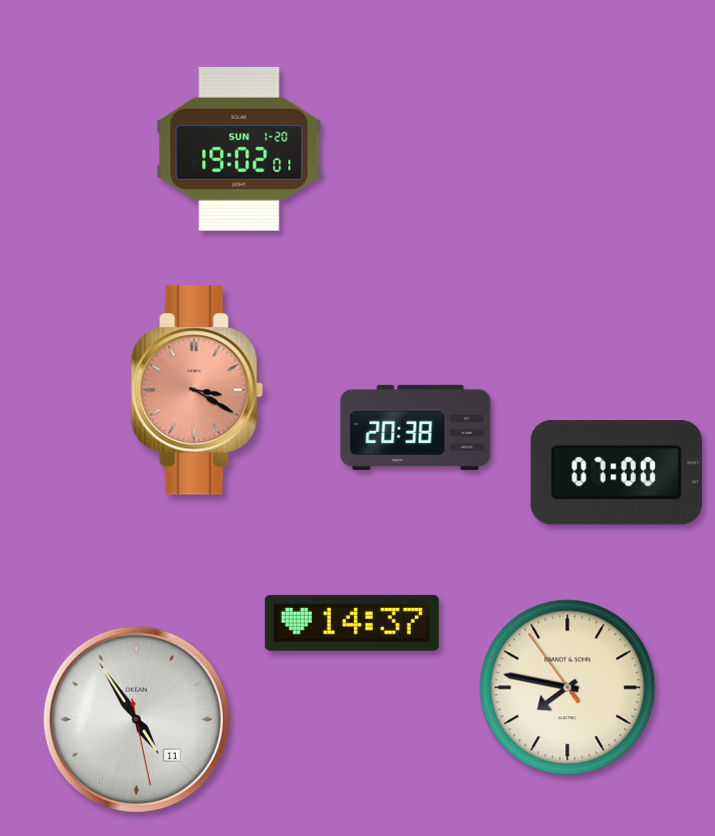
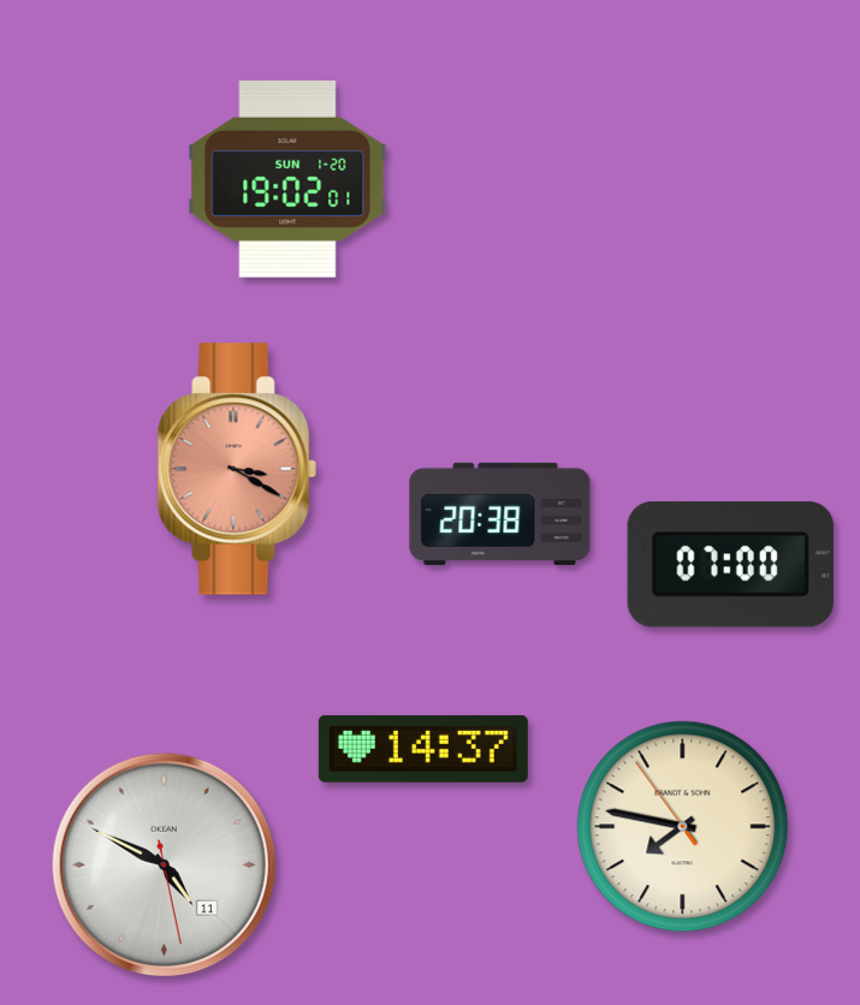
clock at (616, 473) position: (616, 473) -> (730, 565)
clock at (136, 719): 4:54 -> 4:49
